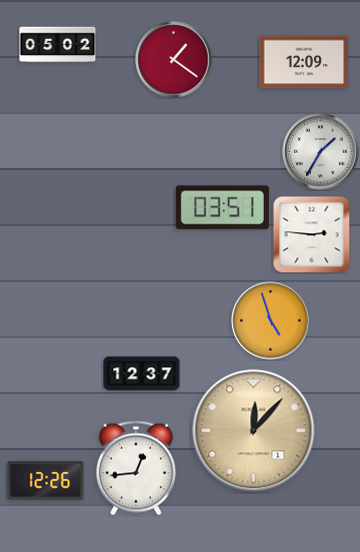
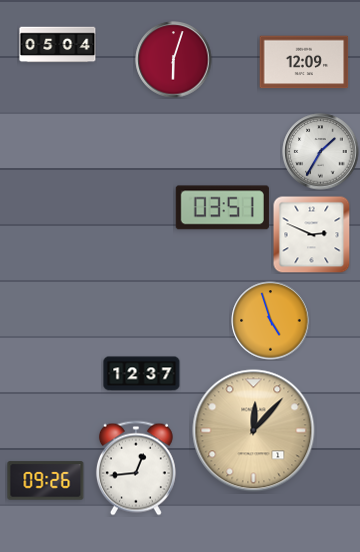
clock at (58, 45): 05:02 -> 05:04
clock at (174, 60): 1:21 -> 6:03
clock at (311, 234): 2:46 -> 2:49
clock at (46, 481): 12:26 -> 09:26
